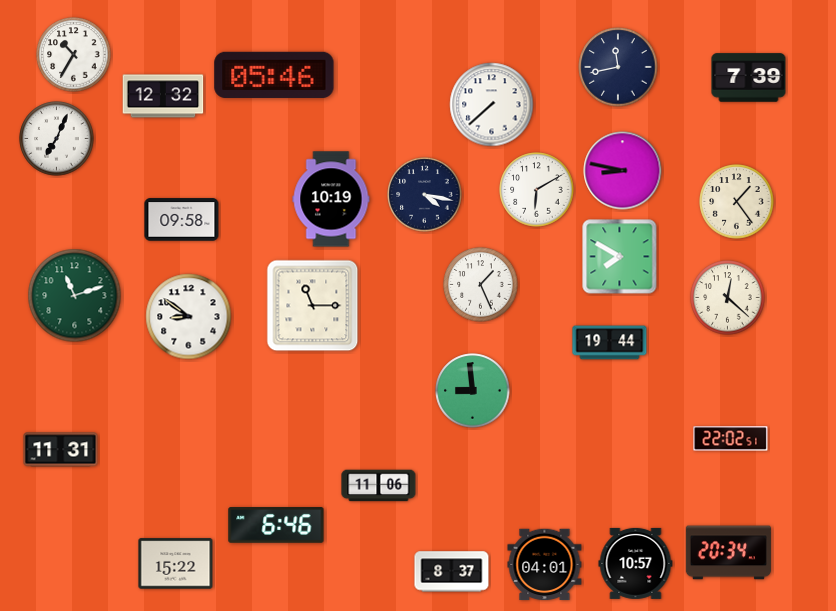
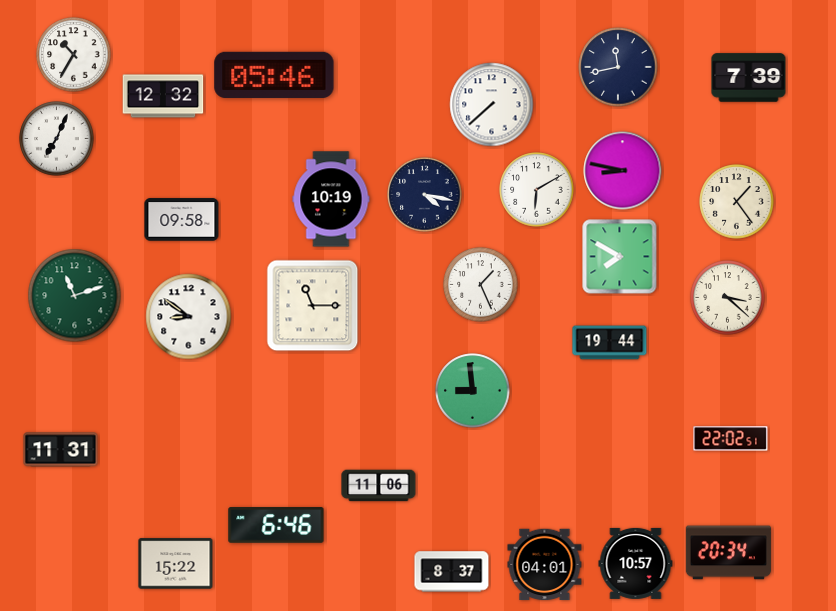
clock at (728, 298): 12:22 -> 3:22
